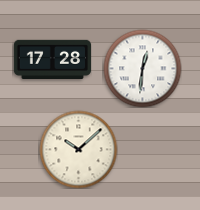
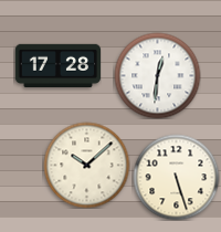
clock at (176, 177): none -> 5:27
